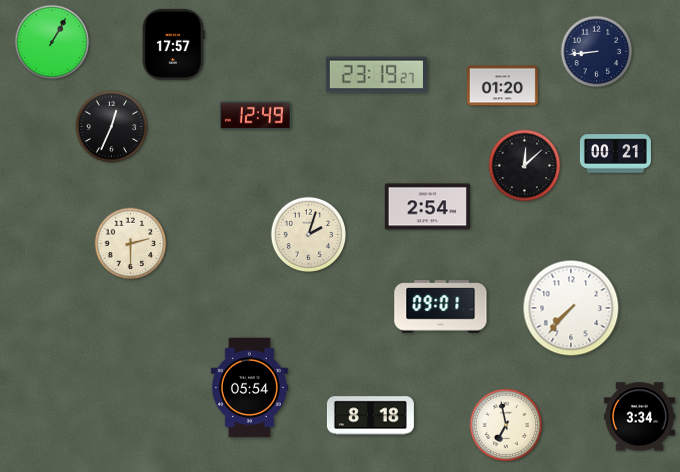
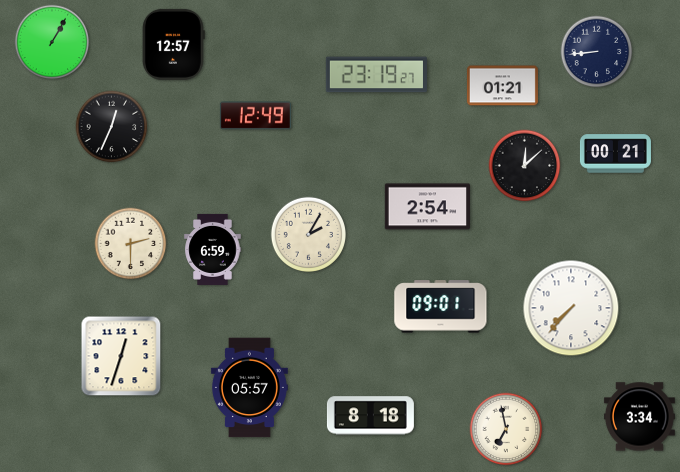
clock at (173, 44): 17:57 -> 12:57
clock at (502, 86): 01:20 -> 01:21
clock at (308, 234): 2:03 -> 2:05
clock at (213, 249): none -> 6:59
clock at (121, 356): none -> 12:33
clock at (249, 388): 05:54 -> 05:57
clock at (506, 425) position: (506, 425) -> (506, 429)
